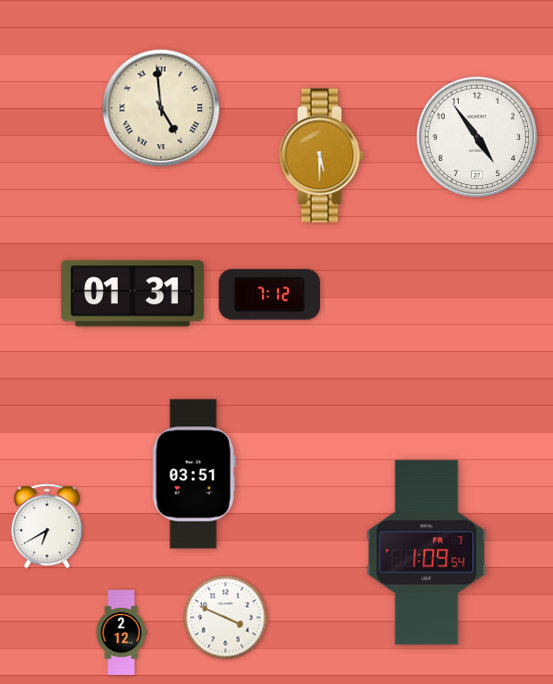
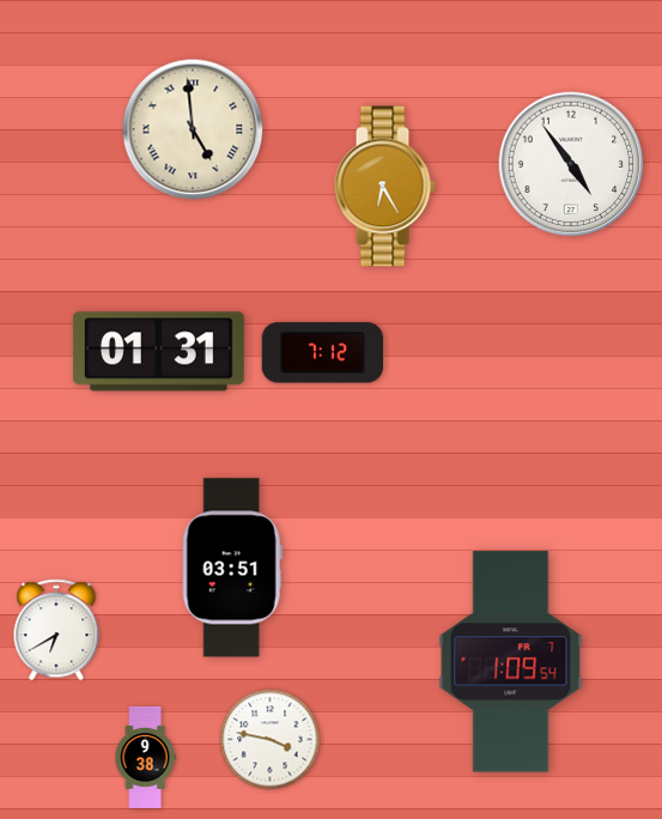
clock at (321, 156): 5:30 -> 6:25
clock at (226, 618): 3:49 -> 3:47
clock at (121, 632): 2:12 -> 9:38
